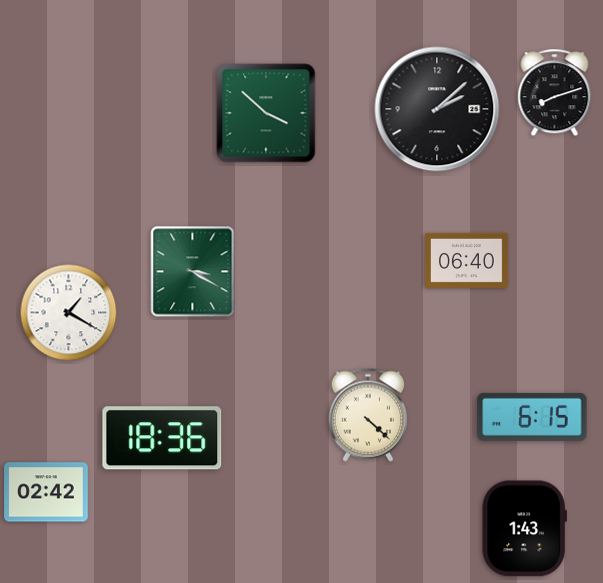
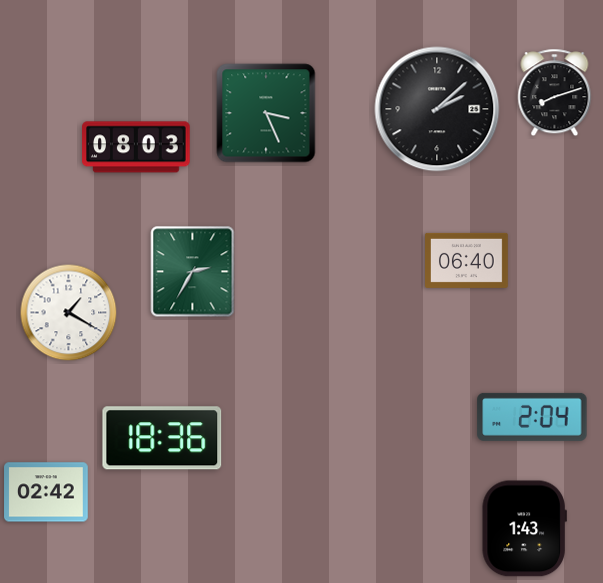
clock at (266, 113): 3:52 -> 3:26
clock at (136, 147): none -> 08:03
clock at (193, 272): 3:20 -> 2:35
clock at (368, 415): 4:22 -> none
clock at (532, 417): 6:15 -> 2:04
